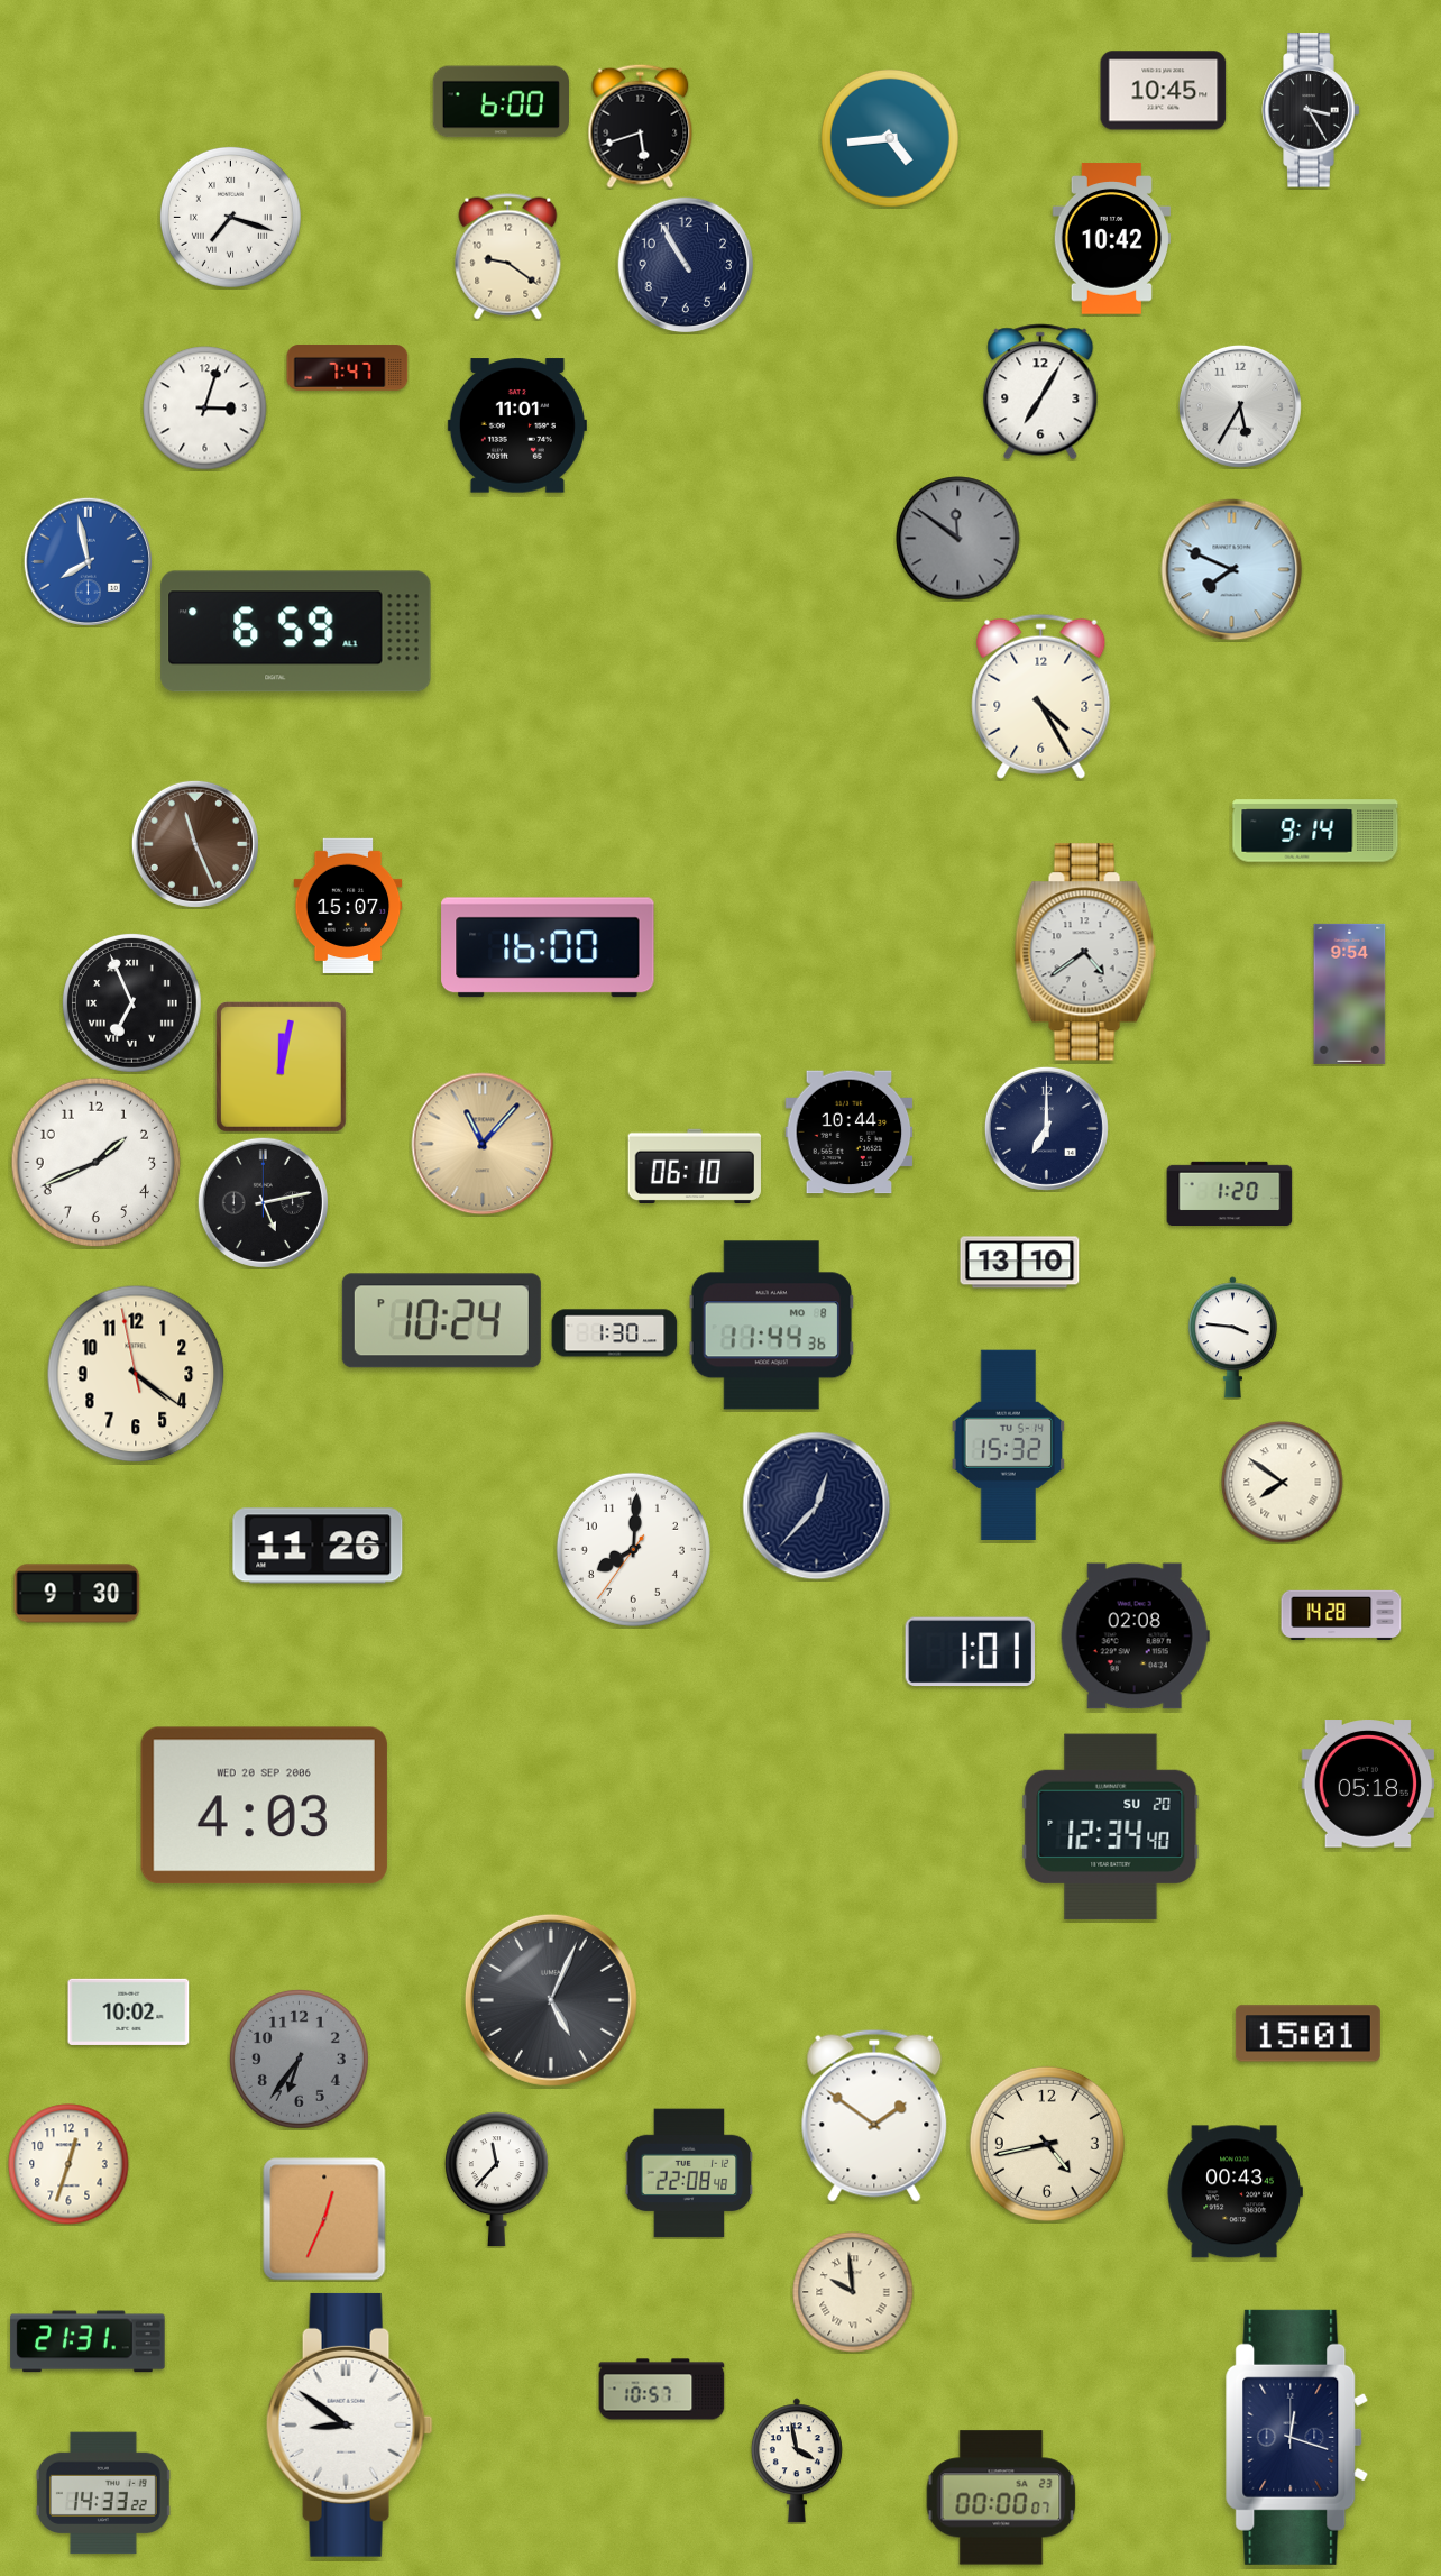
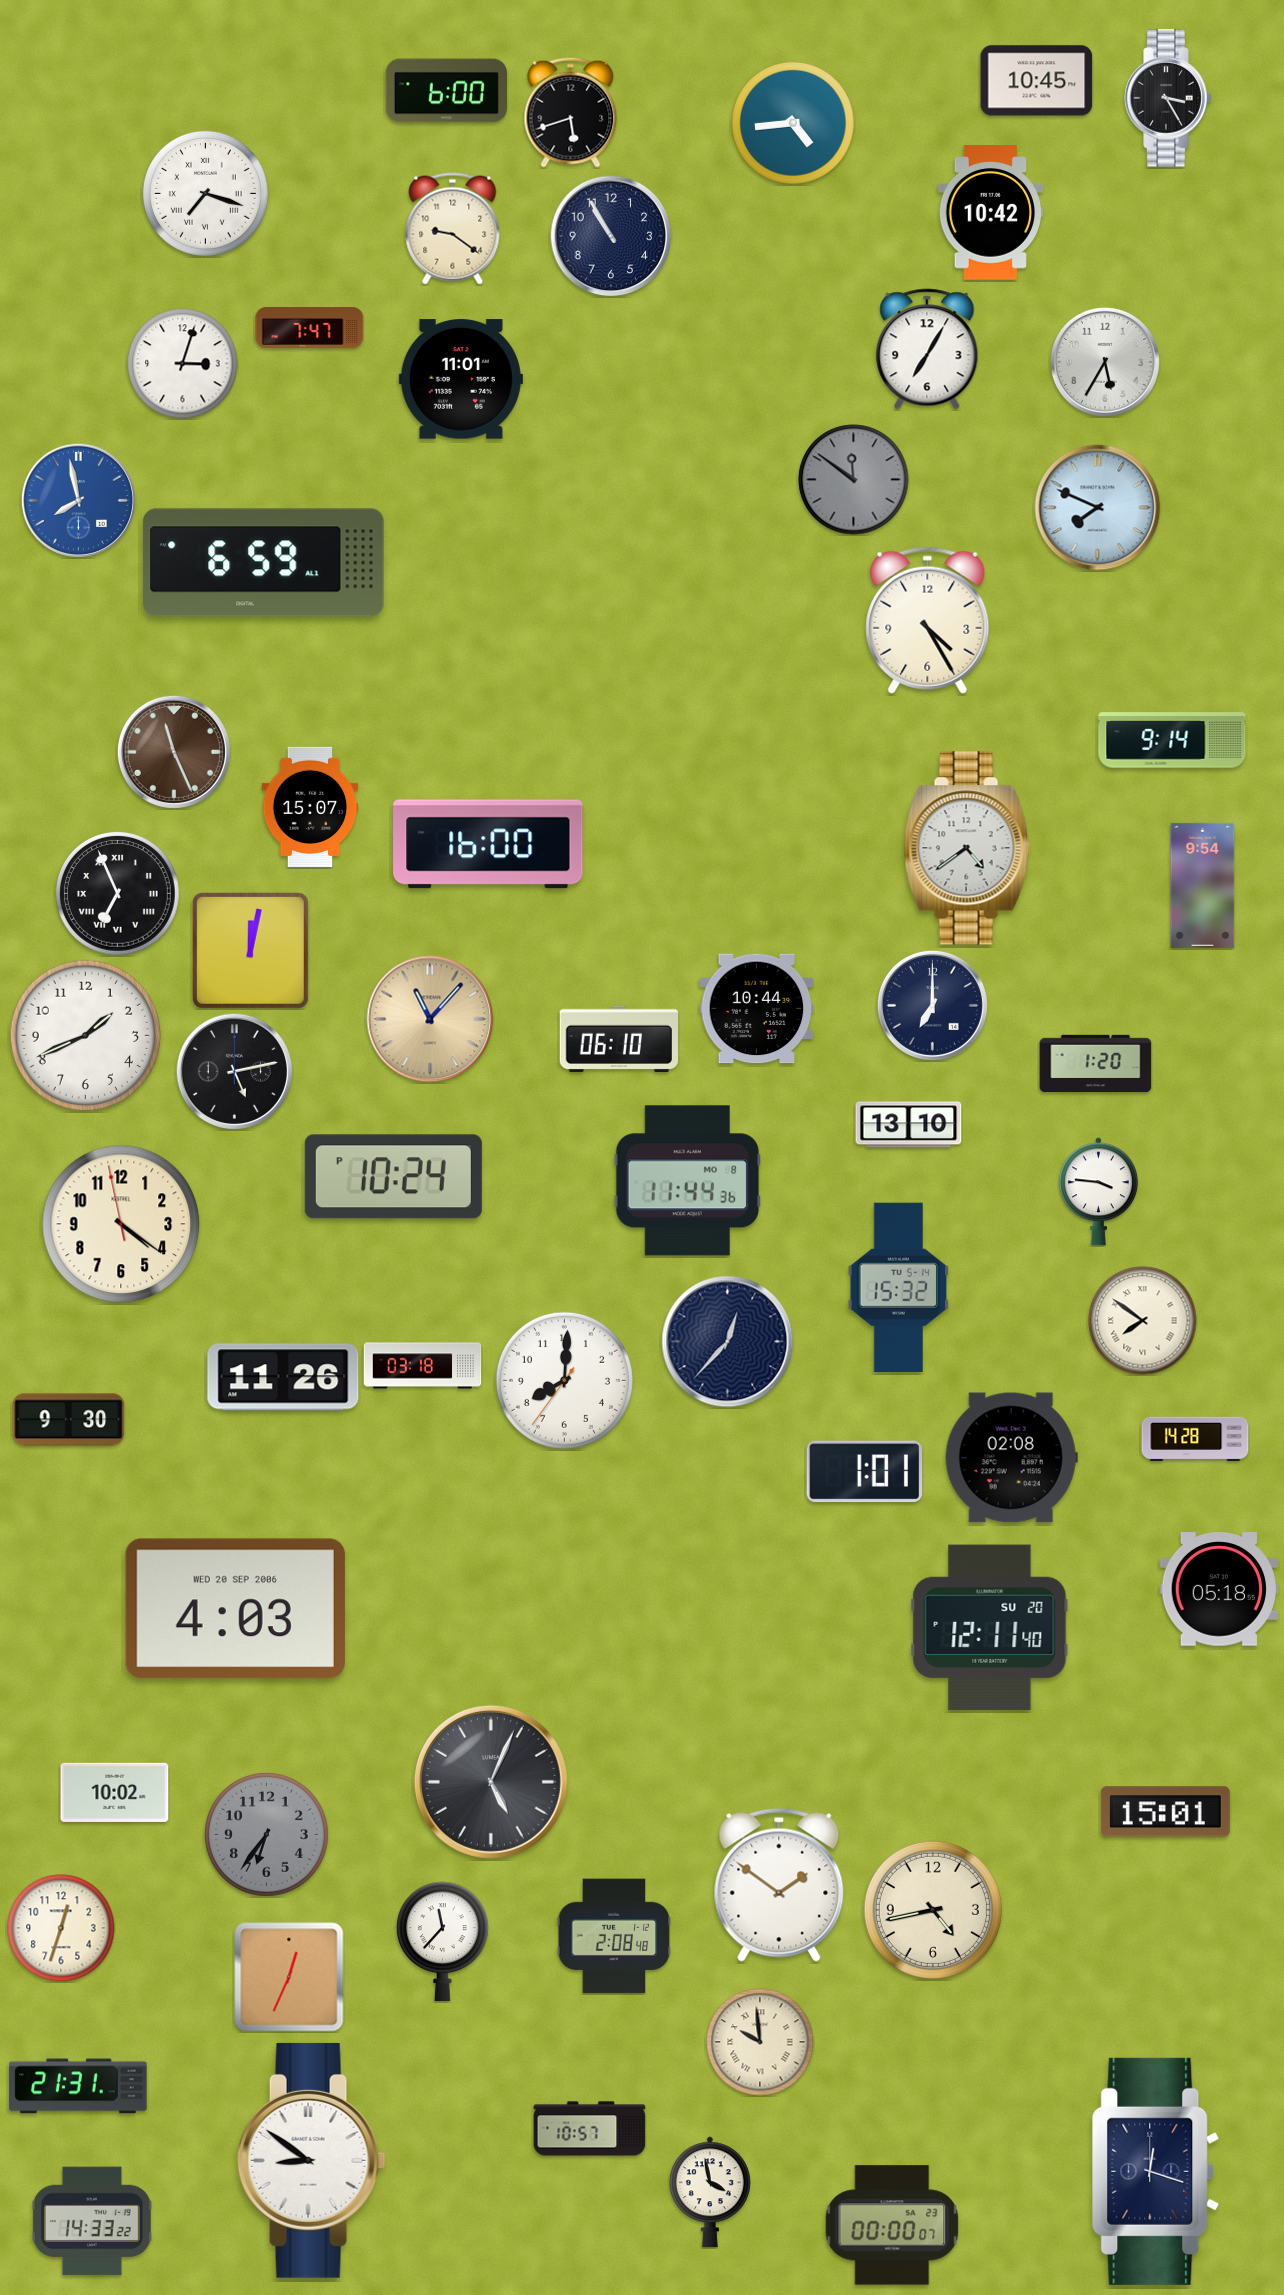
clock at (615, 1333): 1:30 -> none
clock at (423, 1366): none -> 03:18
clock at (1111, 1827): 12:34 -> 12:11
clock at (689, 2173): 22:08 -> 2:08
clock at (1235, 2192): 00:43 -> none
